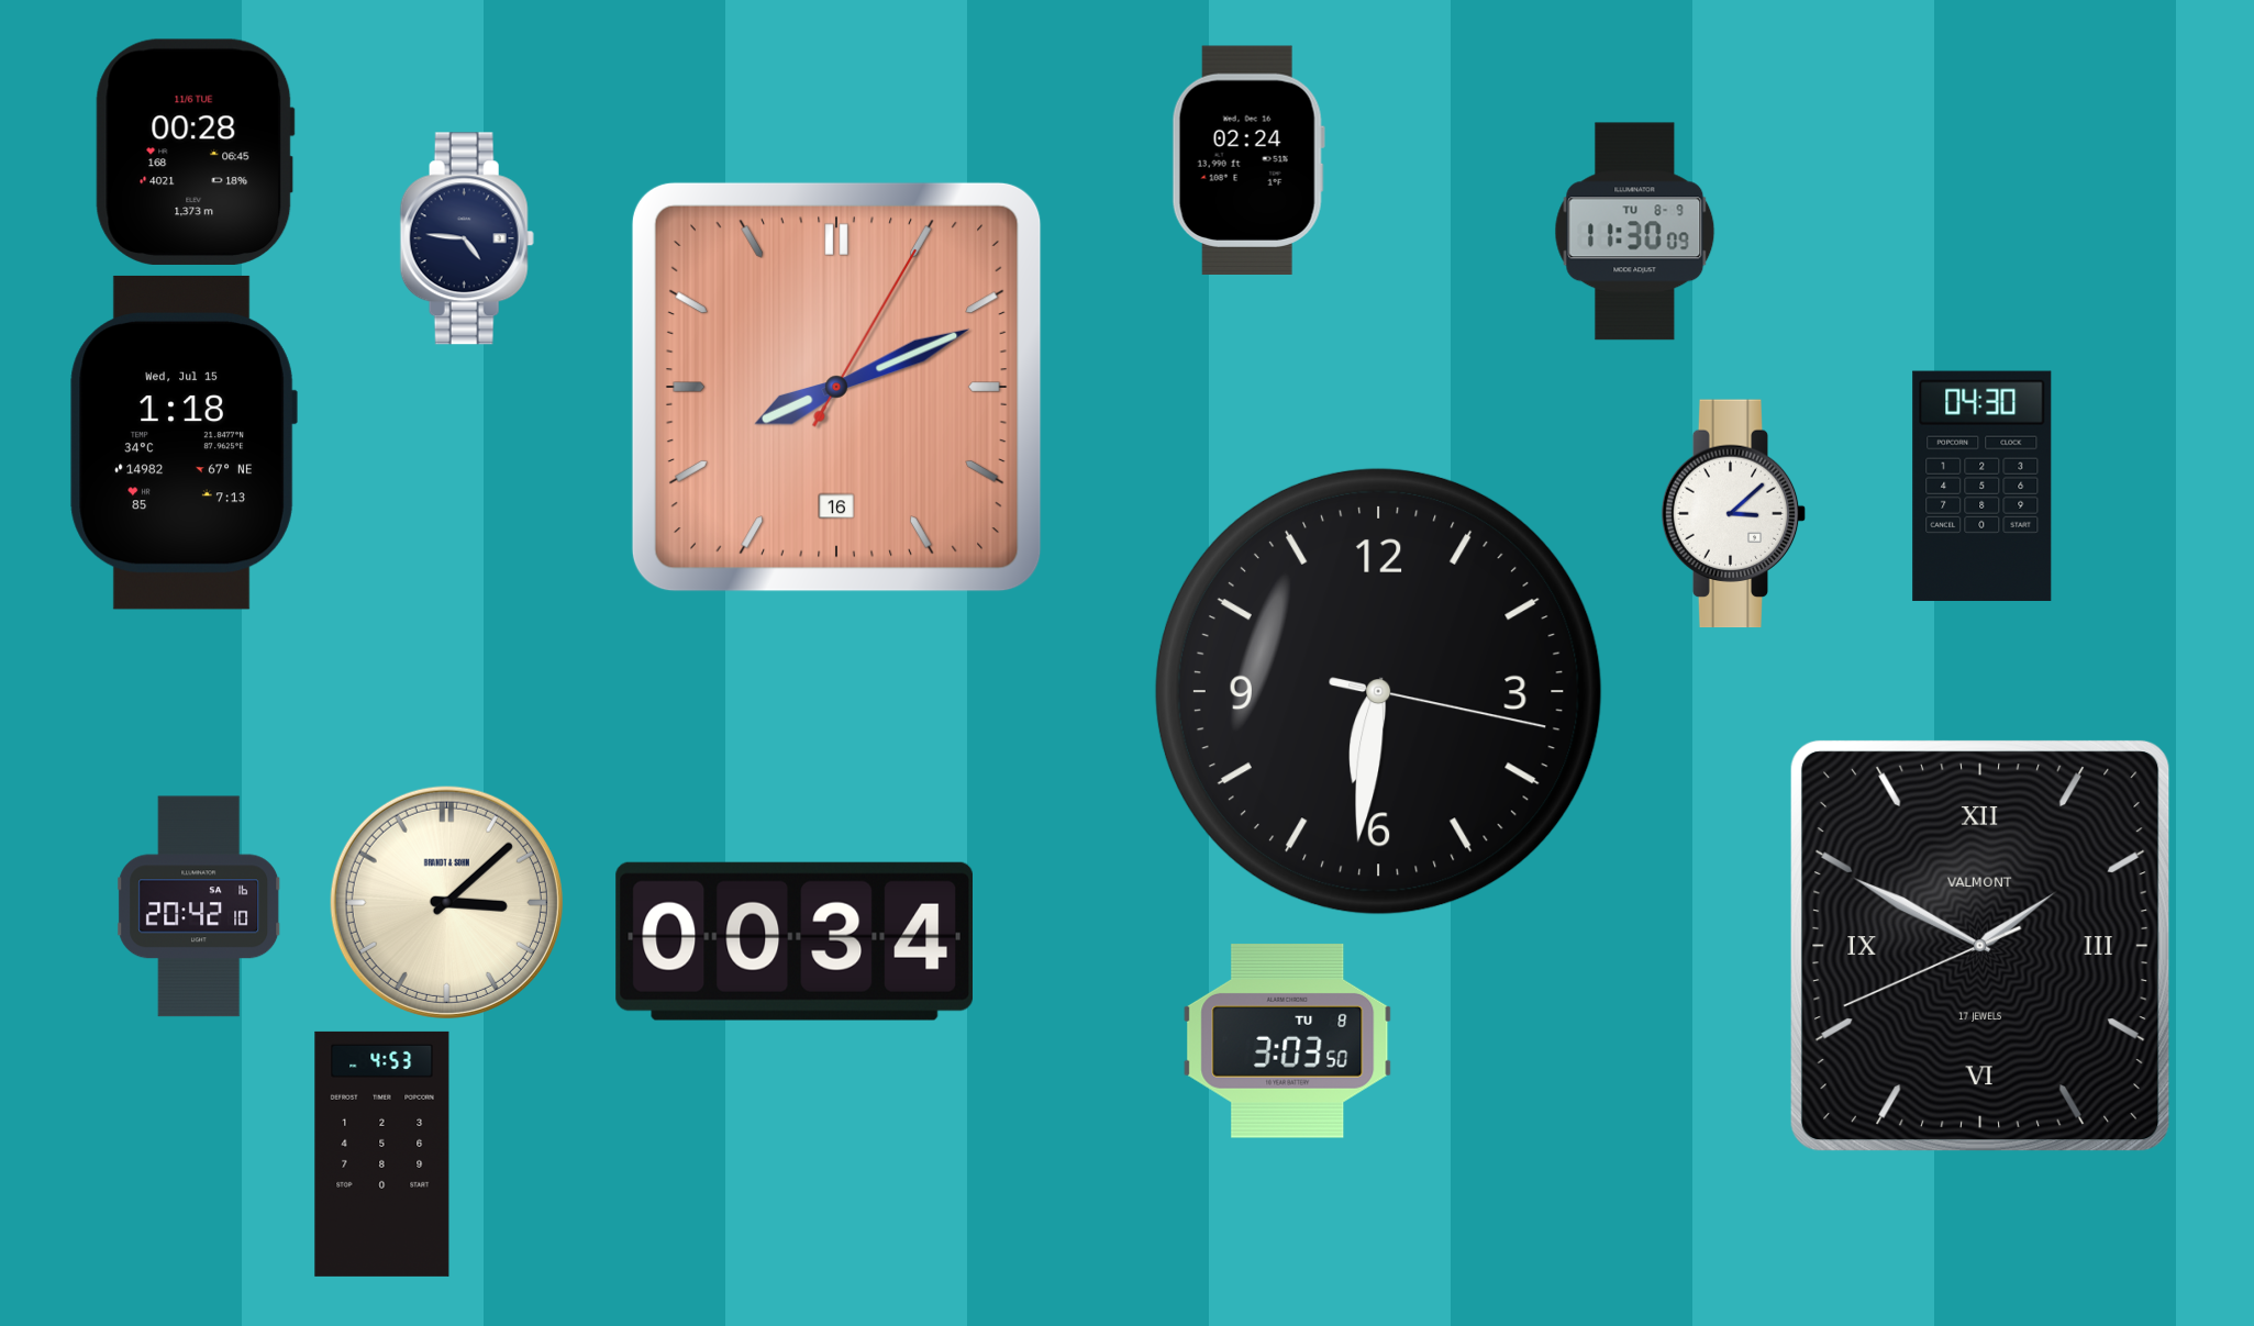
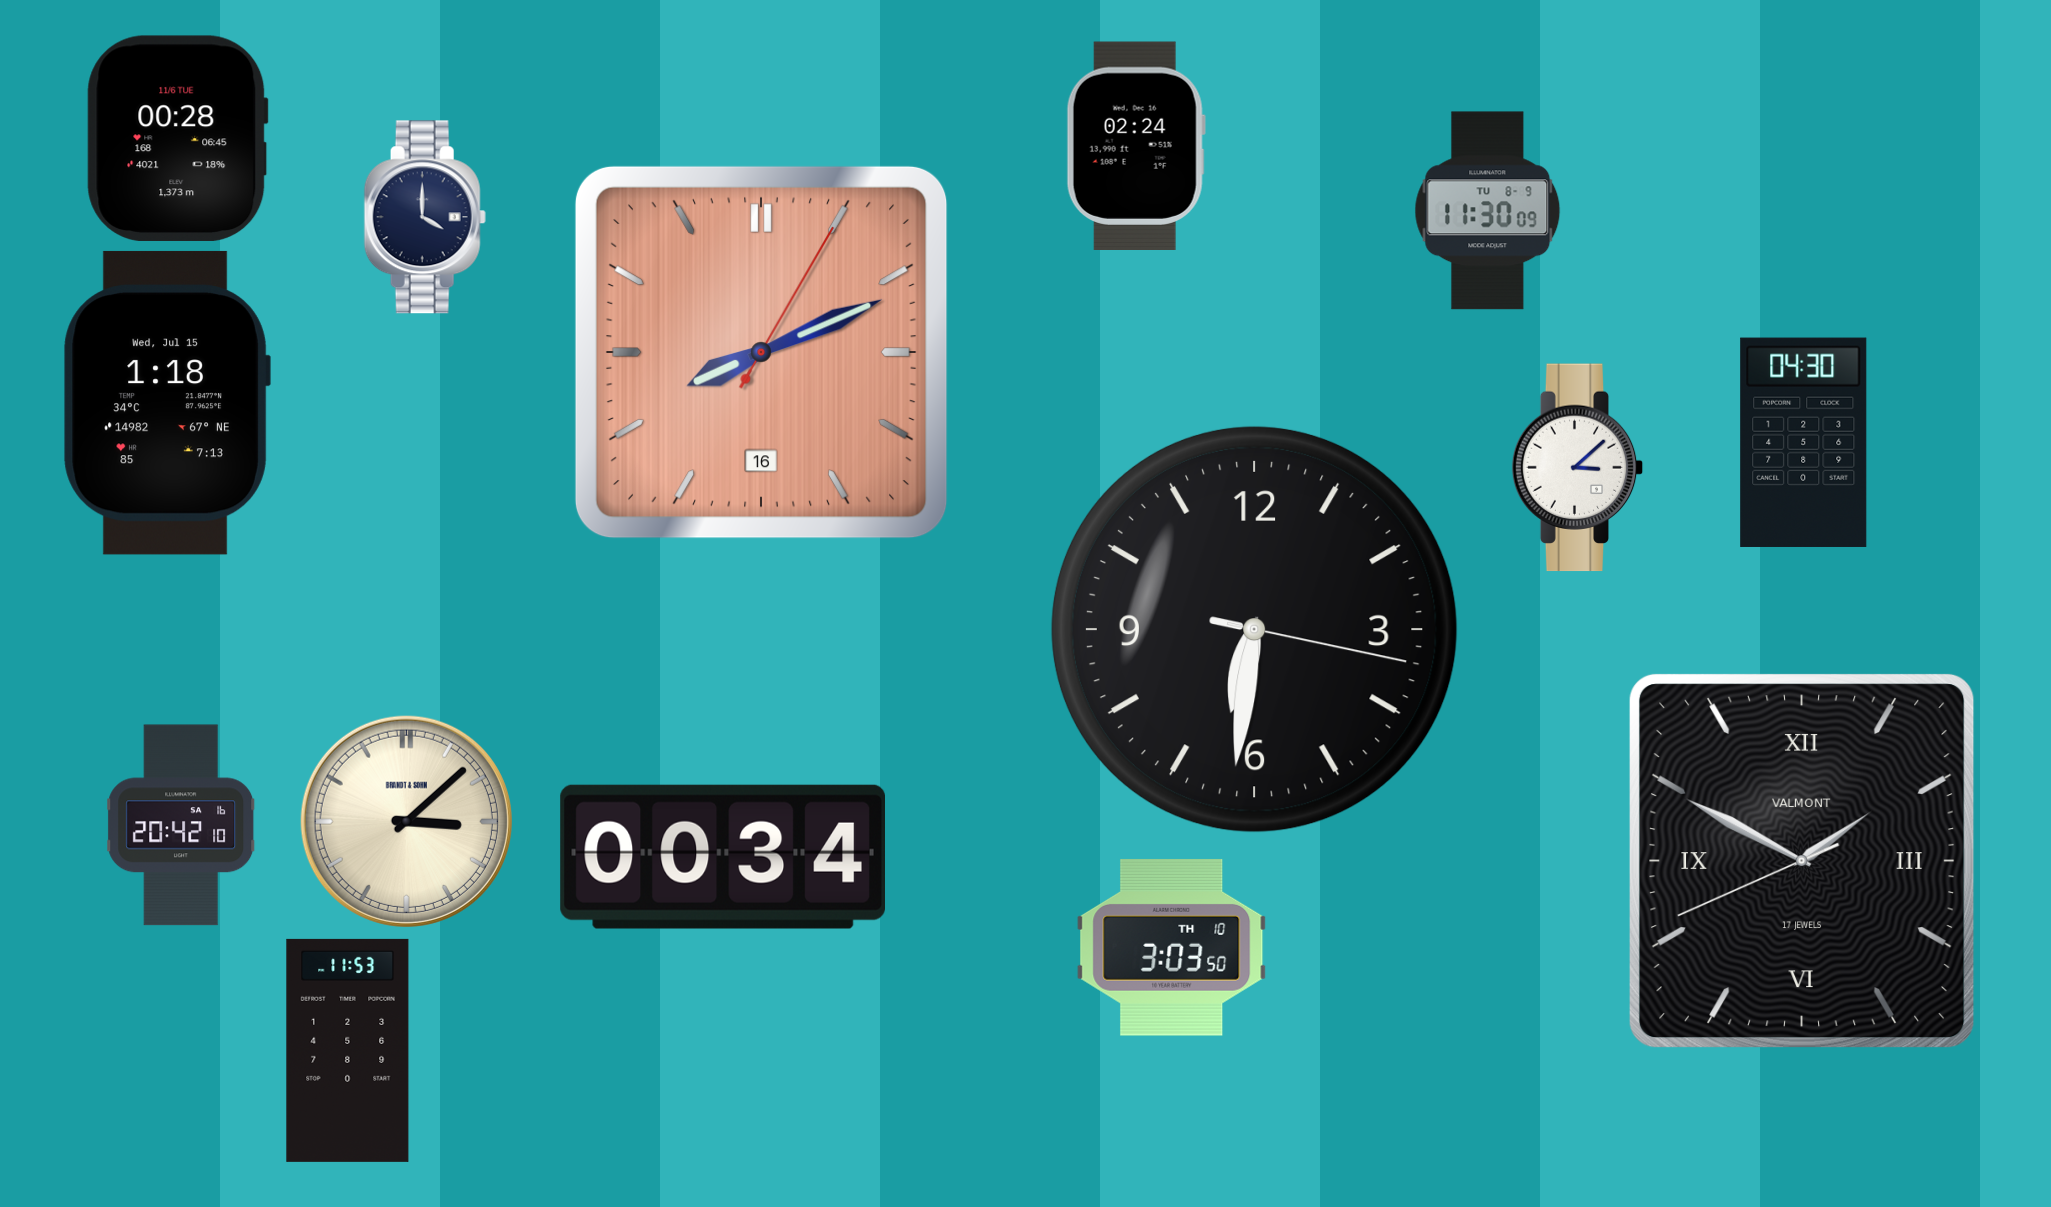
clock at (467, 238): 4:46 -> 4:00
clock at (1288, 1040) date: TU 8 -> TH 10
clock at (382, 1154): 4:53 -> 11:53
